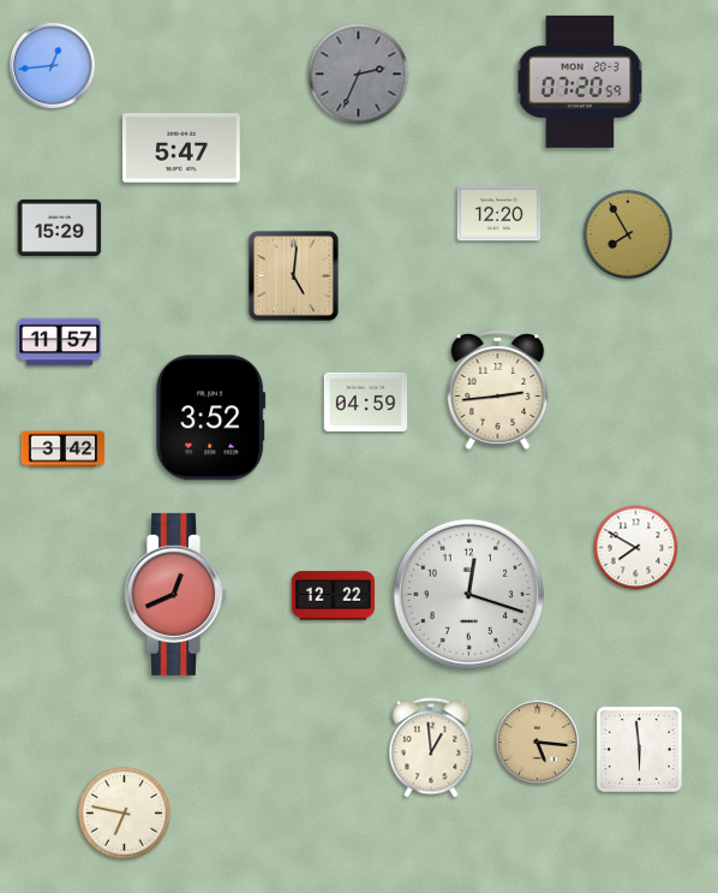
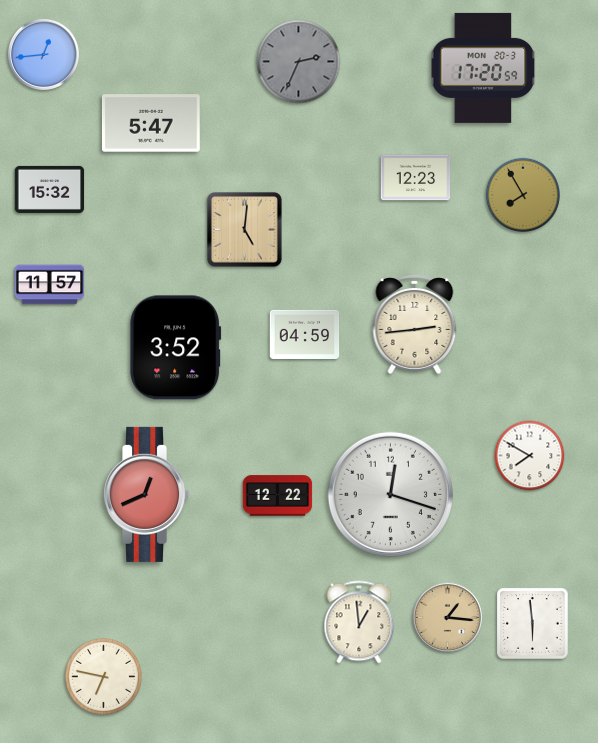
clock at (580, 82): 07:20 -> 17:20
clock at (499, 214): 12:20 -> 12:23
clock at (60, 227): 15:29 -> 15:32
clock at (64, 450): 3:42 -> none
clock at (537, 742): 5:16 -> 1:16
